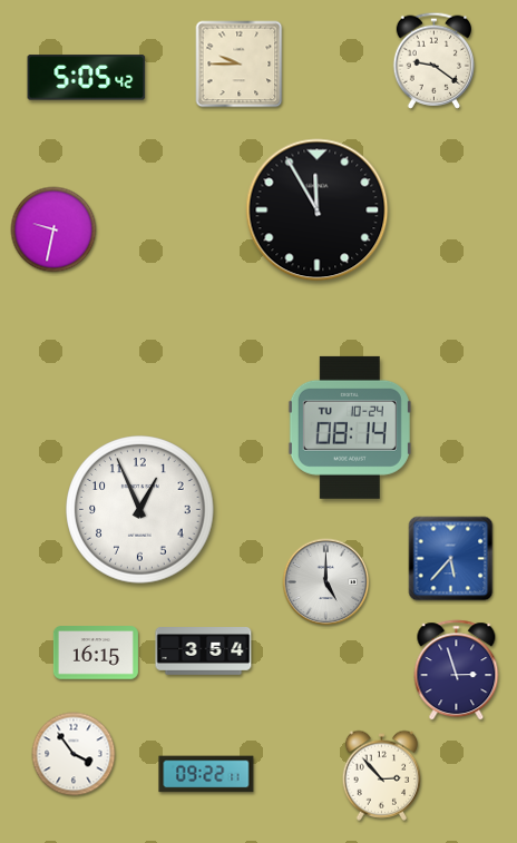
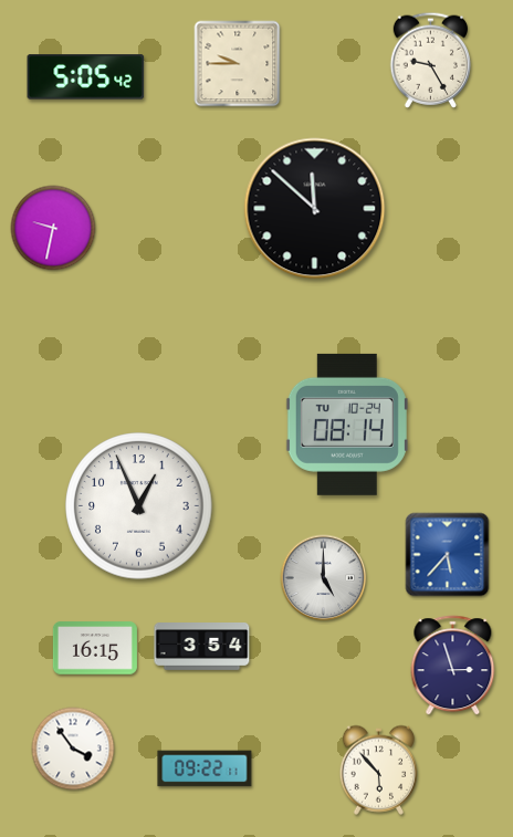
clock at (433, 60): 9:21 -> 9:25
clock at (318, 210): 11:55 -> 11:52
clock at (382, 775): 2:53 -> 5:53
